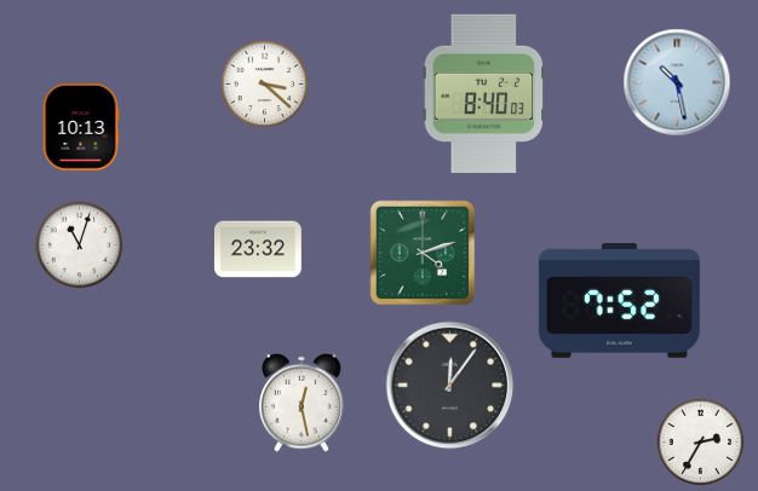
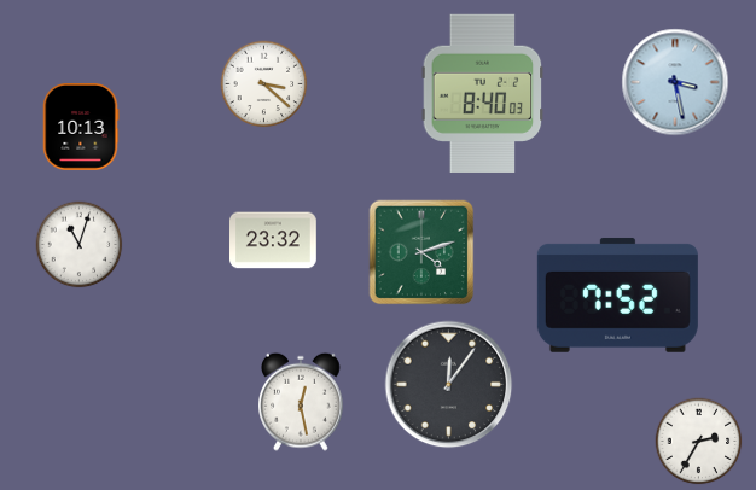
clock at (677, 82): 10:28 -> 3:28
clock at (259, 249) position: (259, 249) -> (274, 240)
clock at (619, 300) position: (619, 300) -> (617, 294)
